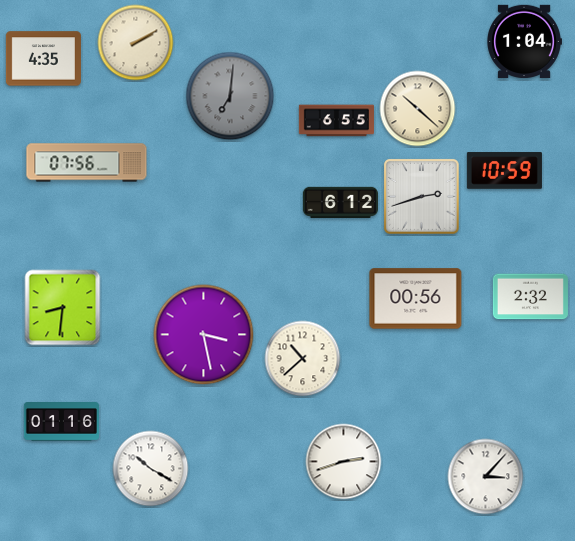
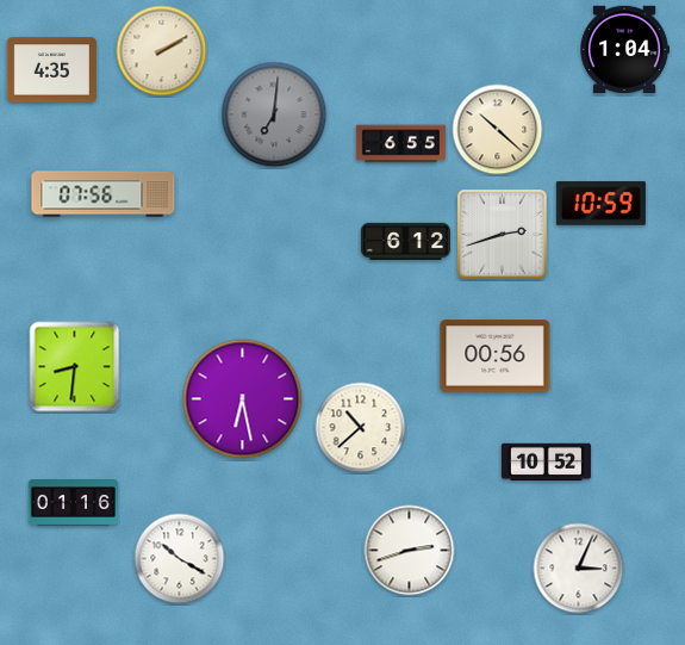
clock at (530, 297): 2:32 -> none
clock at (204, 335): 3:28 -> 6:28
clock at (546, 463): none -> 10:52
clock at (486, 477): 3:07 -> 3:04
